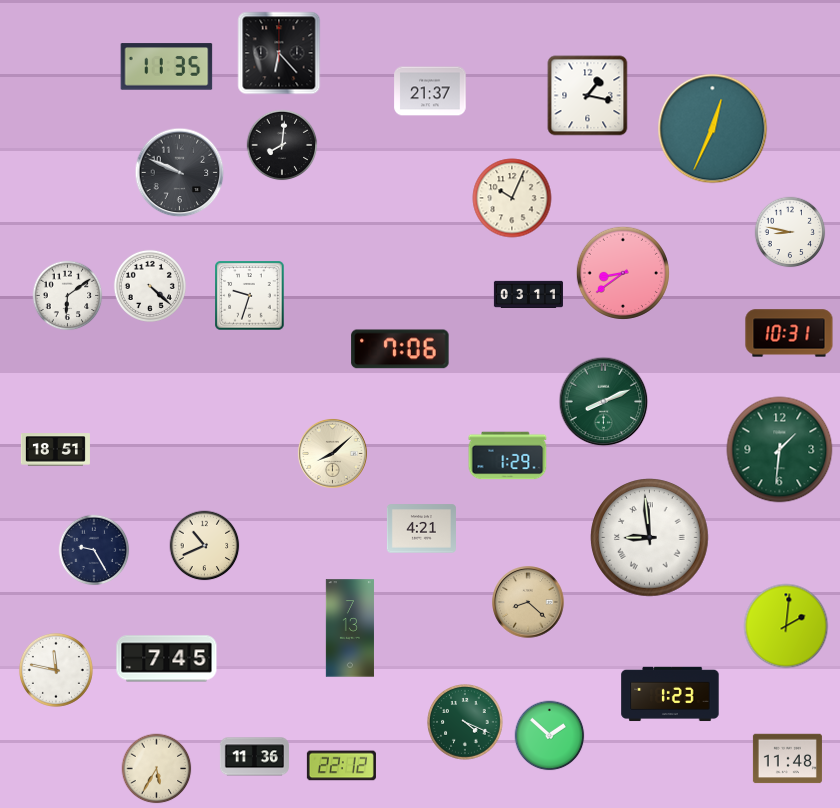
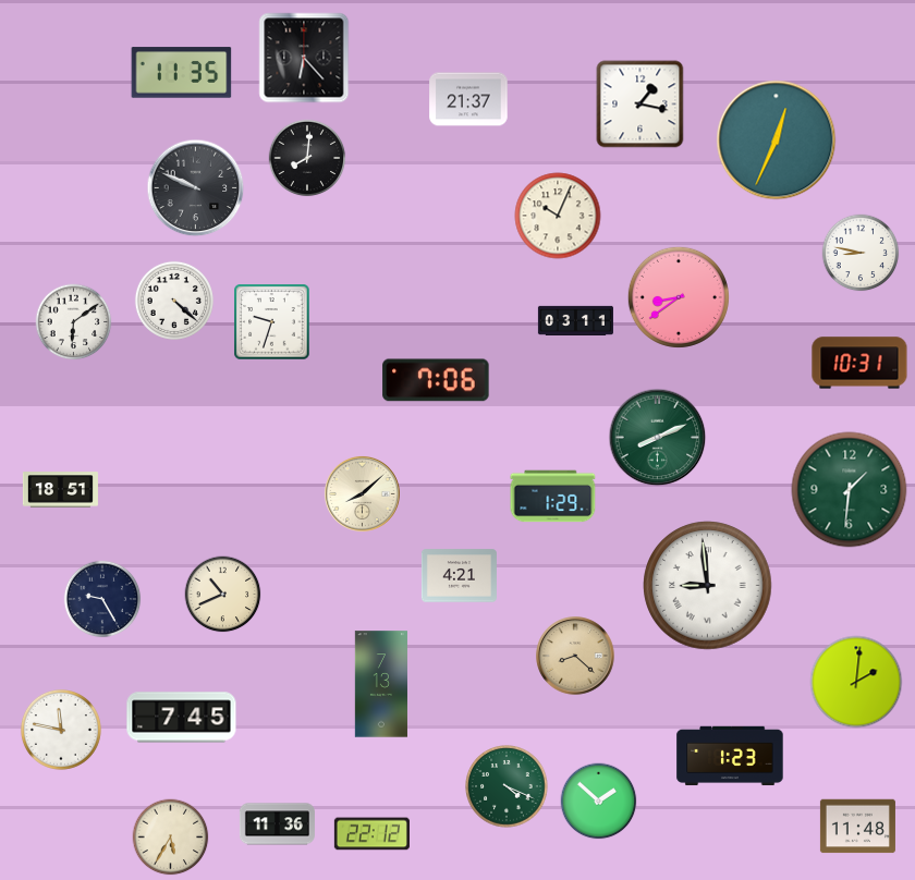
clock at (150, 286) position: (150, 286) -> (174, 301)
